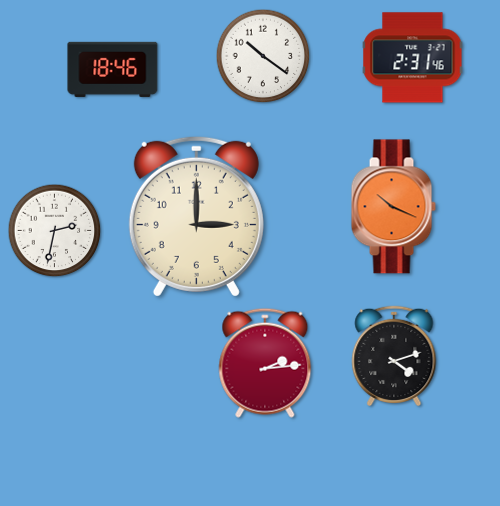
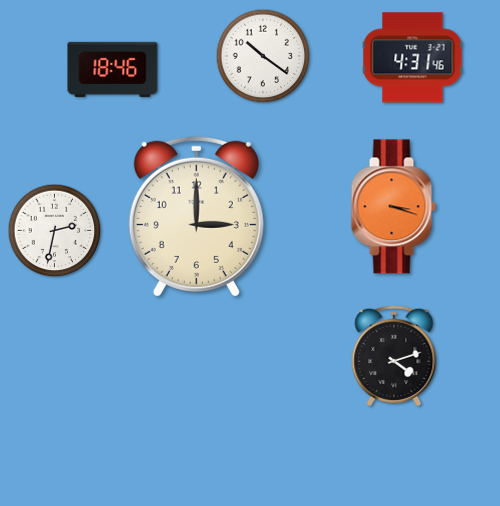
clock at (413, 58): 2:31 -> 4:31
clock at (393, 207): 10:19 -> 3:18
clock at (265, 363): 2:14 -> none
